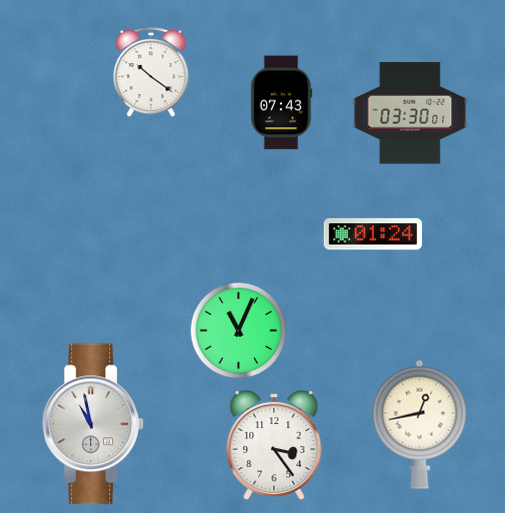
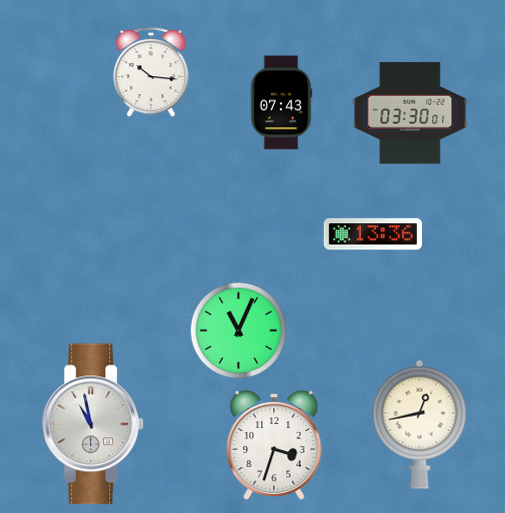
clock at (151, 73): 10:21 -> 10:16
clock at (372, 234): 01:24 -> 13:36
clock at (274, 446): 3:24 -> 3:33
